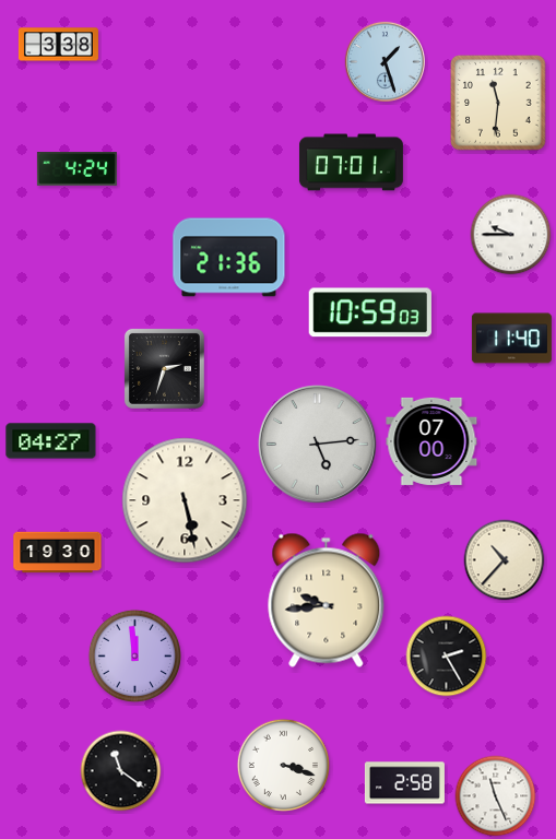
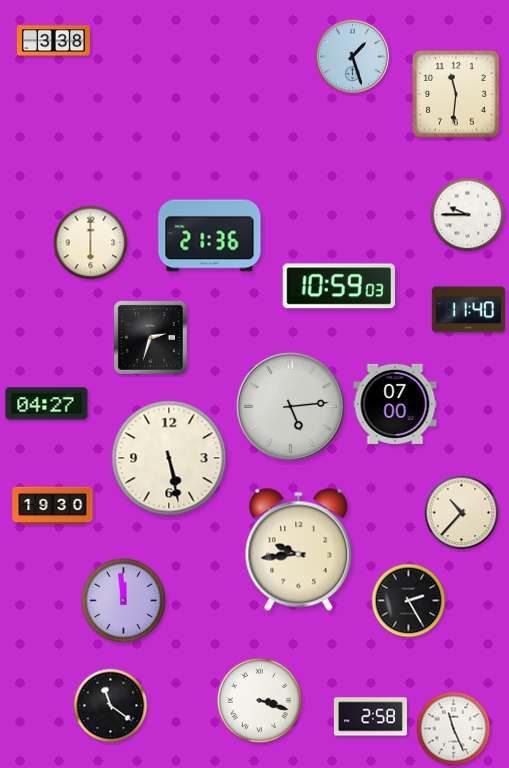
clock at (351, 163): 07:01 -> none
clock at (76, 169): 4:24 -> none
clock at (91, 243): none -> 6:00
